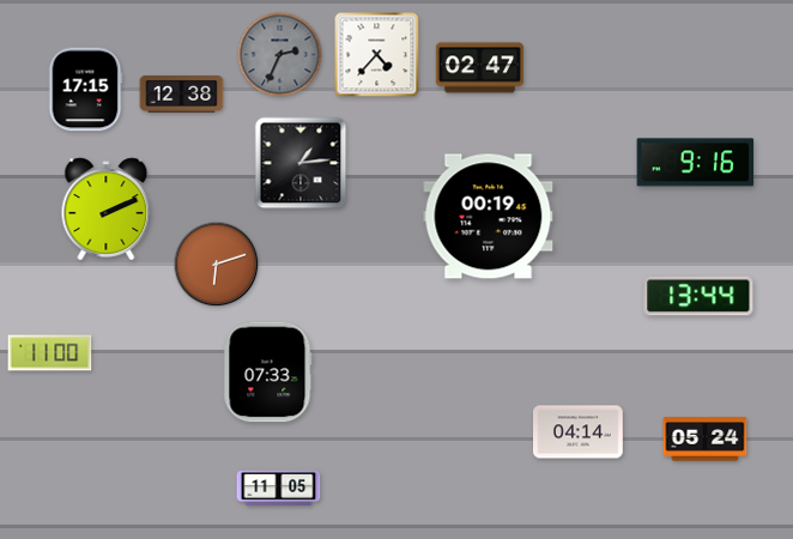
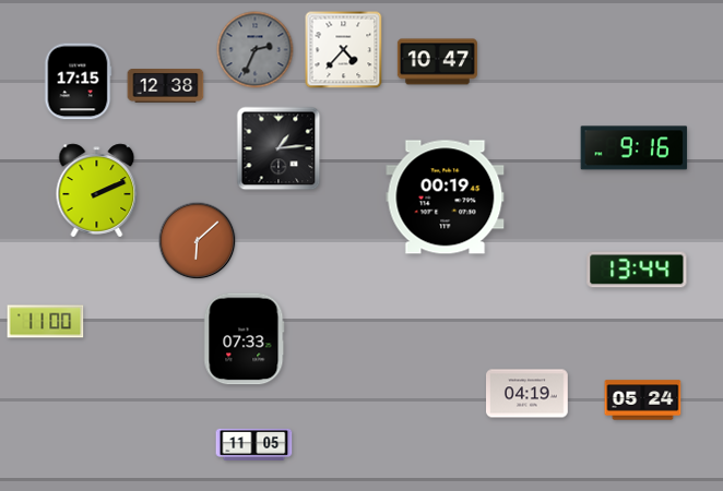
clock at (479, 68): 02:47 -> 10:47
clock at (301, 163) position: (301, 163) -> (278, 148)
clock at (217, 265): 6:12 -> 6:08
clock at (579, 432): 04:14 -> 04:19
